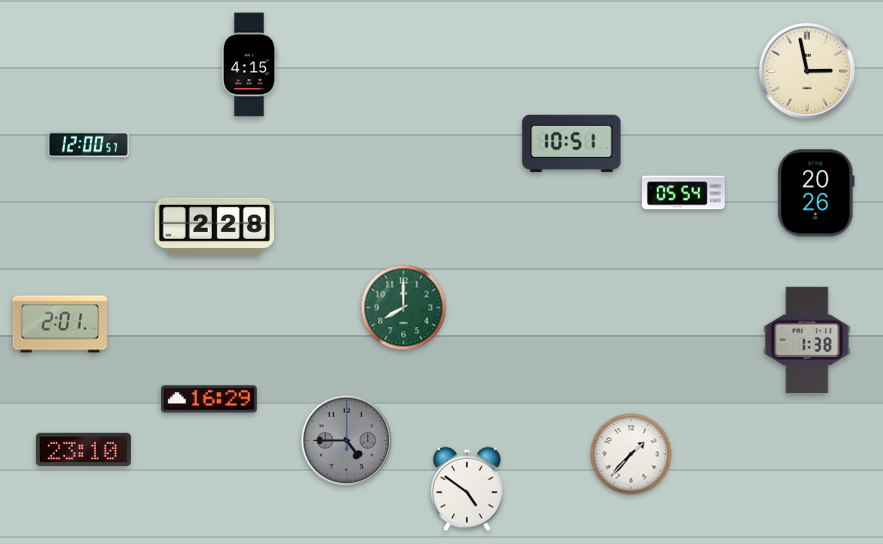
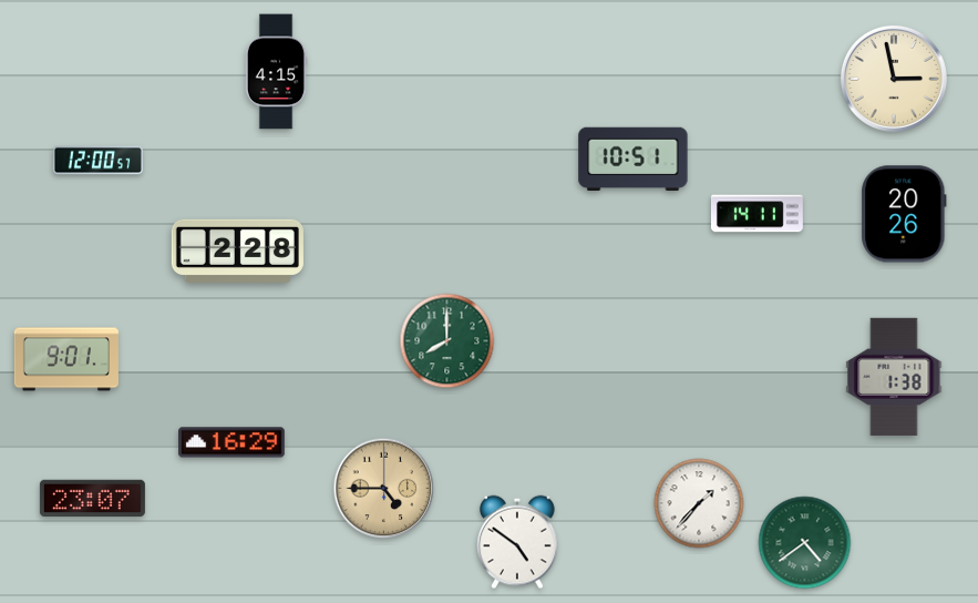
clock at (683, 193): 05:54 -> 14:11
clock at (60, 324): 2:01 -> 9:01
clock at (347, 441) dial: grey -> champagne
clock at (83, 449): 23:10 -> 23:07
clock at (805, 543): none -> 4:39
